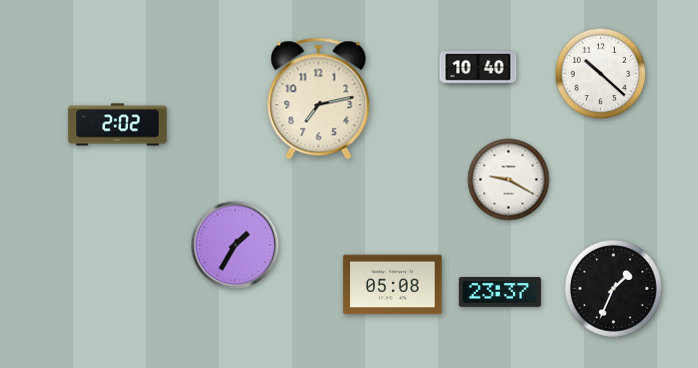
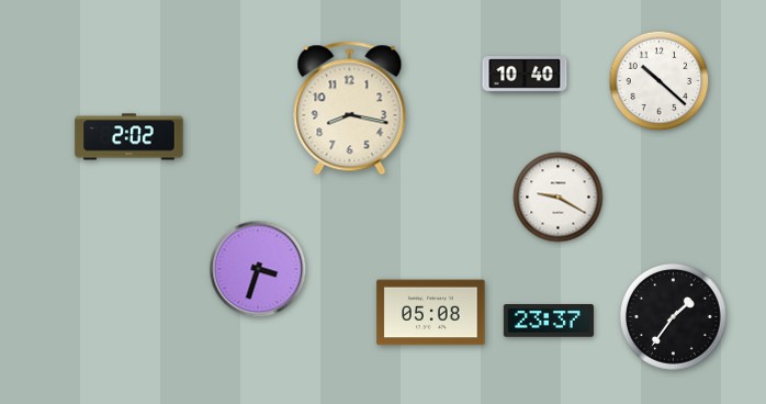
clock at (319, 99): 7:13 -> 8:17
clock at (235, 245): 1:35 -> 3:33
clock at (614, 289): 1:34 -> 1:36
